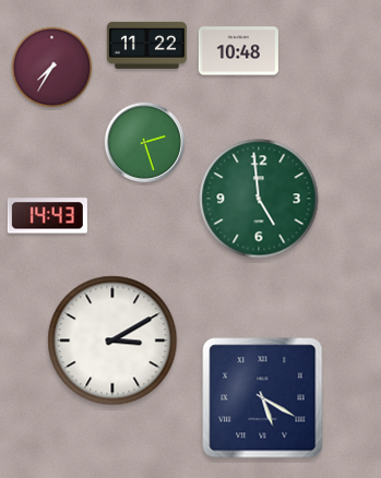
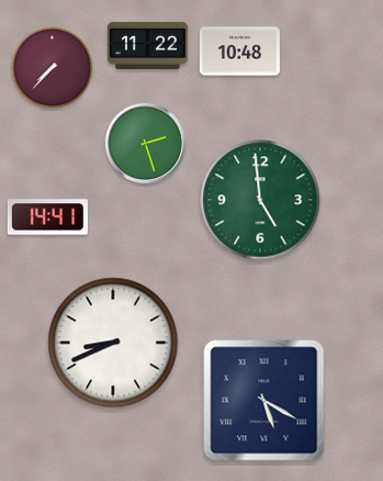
clock at (52, 68): 7:35 -> 7:37
clock at (47, 216): 14:43 -> 14:41
clock at (112, 340): 3:10 -> 8:41
